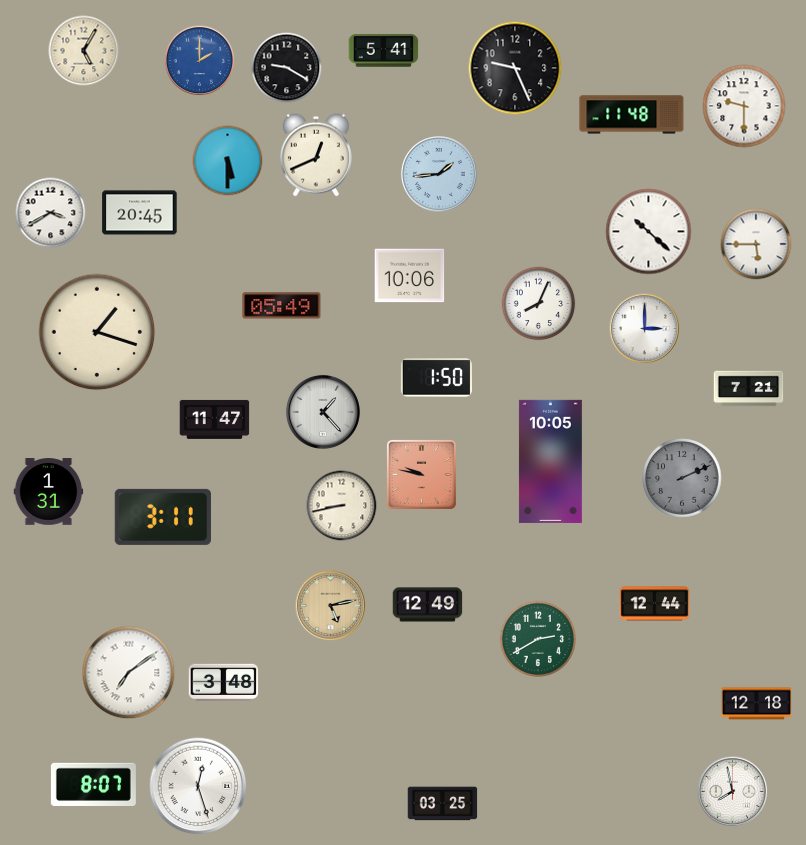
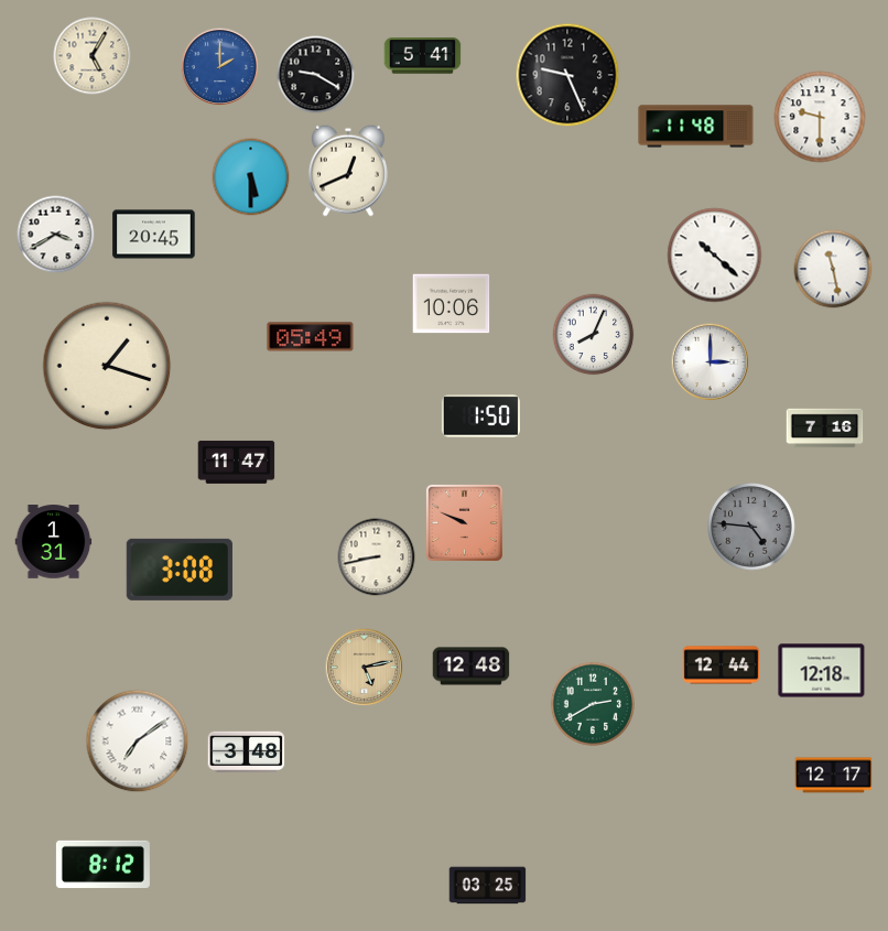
clock at (440, 175): 1:44 -> none
clock at (756, 244): 5:45 -> 11:28
clock at (749, 389): 7:21 -> 7:16
clock at (323, 412): 1:23 -> none
clock at (550, 461): 10:05 -> none
clock at (421, 474): 9:47 -> 9:49
clock at (682, 478): 2:11 -> 4:46
clock at (163, 517): 3:11 -> 3:08
clock at (428, 605): 12:49 -> 12:48
clock at (822, 671): none -> 12:18
clock at (129, 673) position: (129, 673) -> (138, 741)
clock at (757, 704): 12:18 -> 12:17
clock at (93, 784): 8:07 -> 8:12
clock at (198, 786): 12:27 -> none
clock at (733, 792): 7:58 -> none
